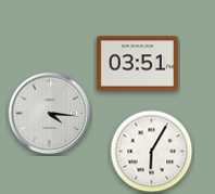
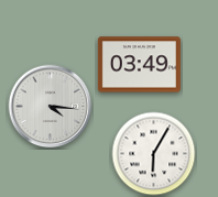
clock at (137, 64): 03:51 -> 03:49
clock at (50, 114) position: (50, 114) -> (51, 107)
